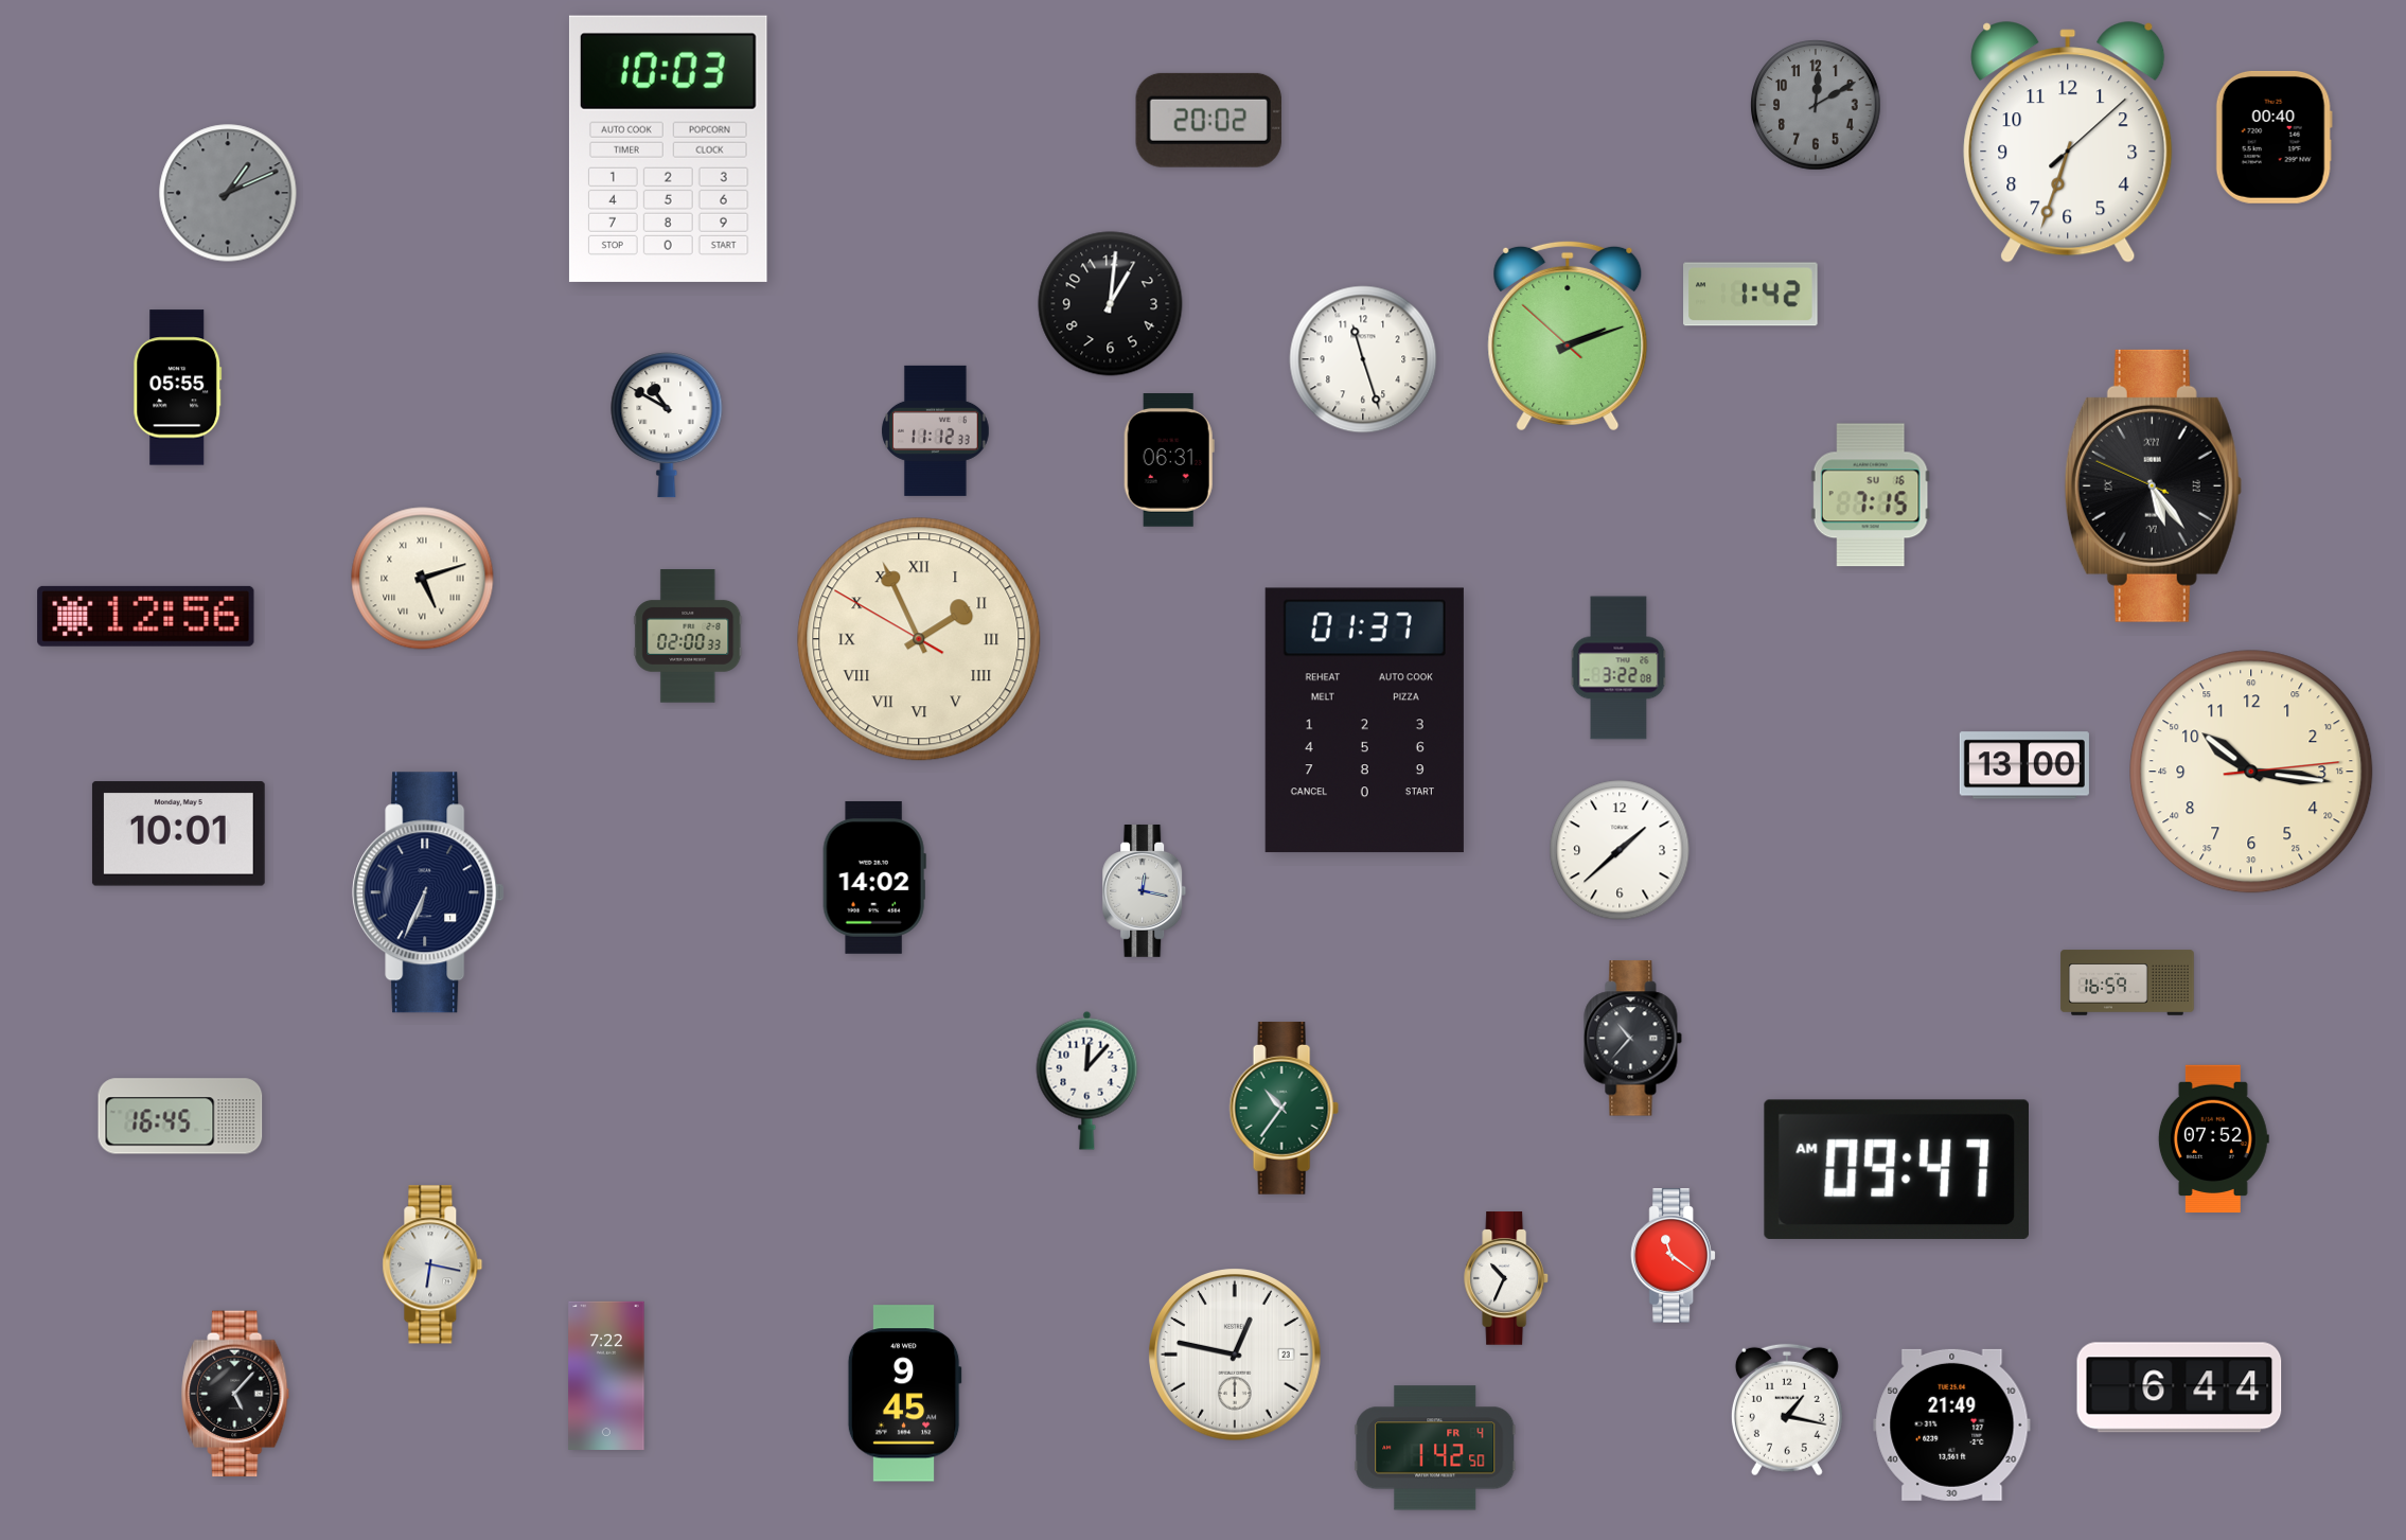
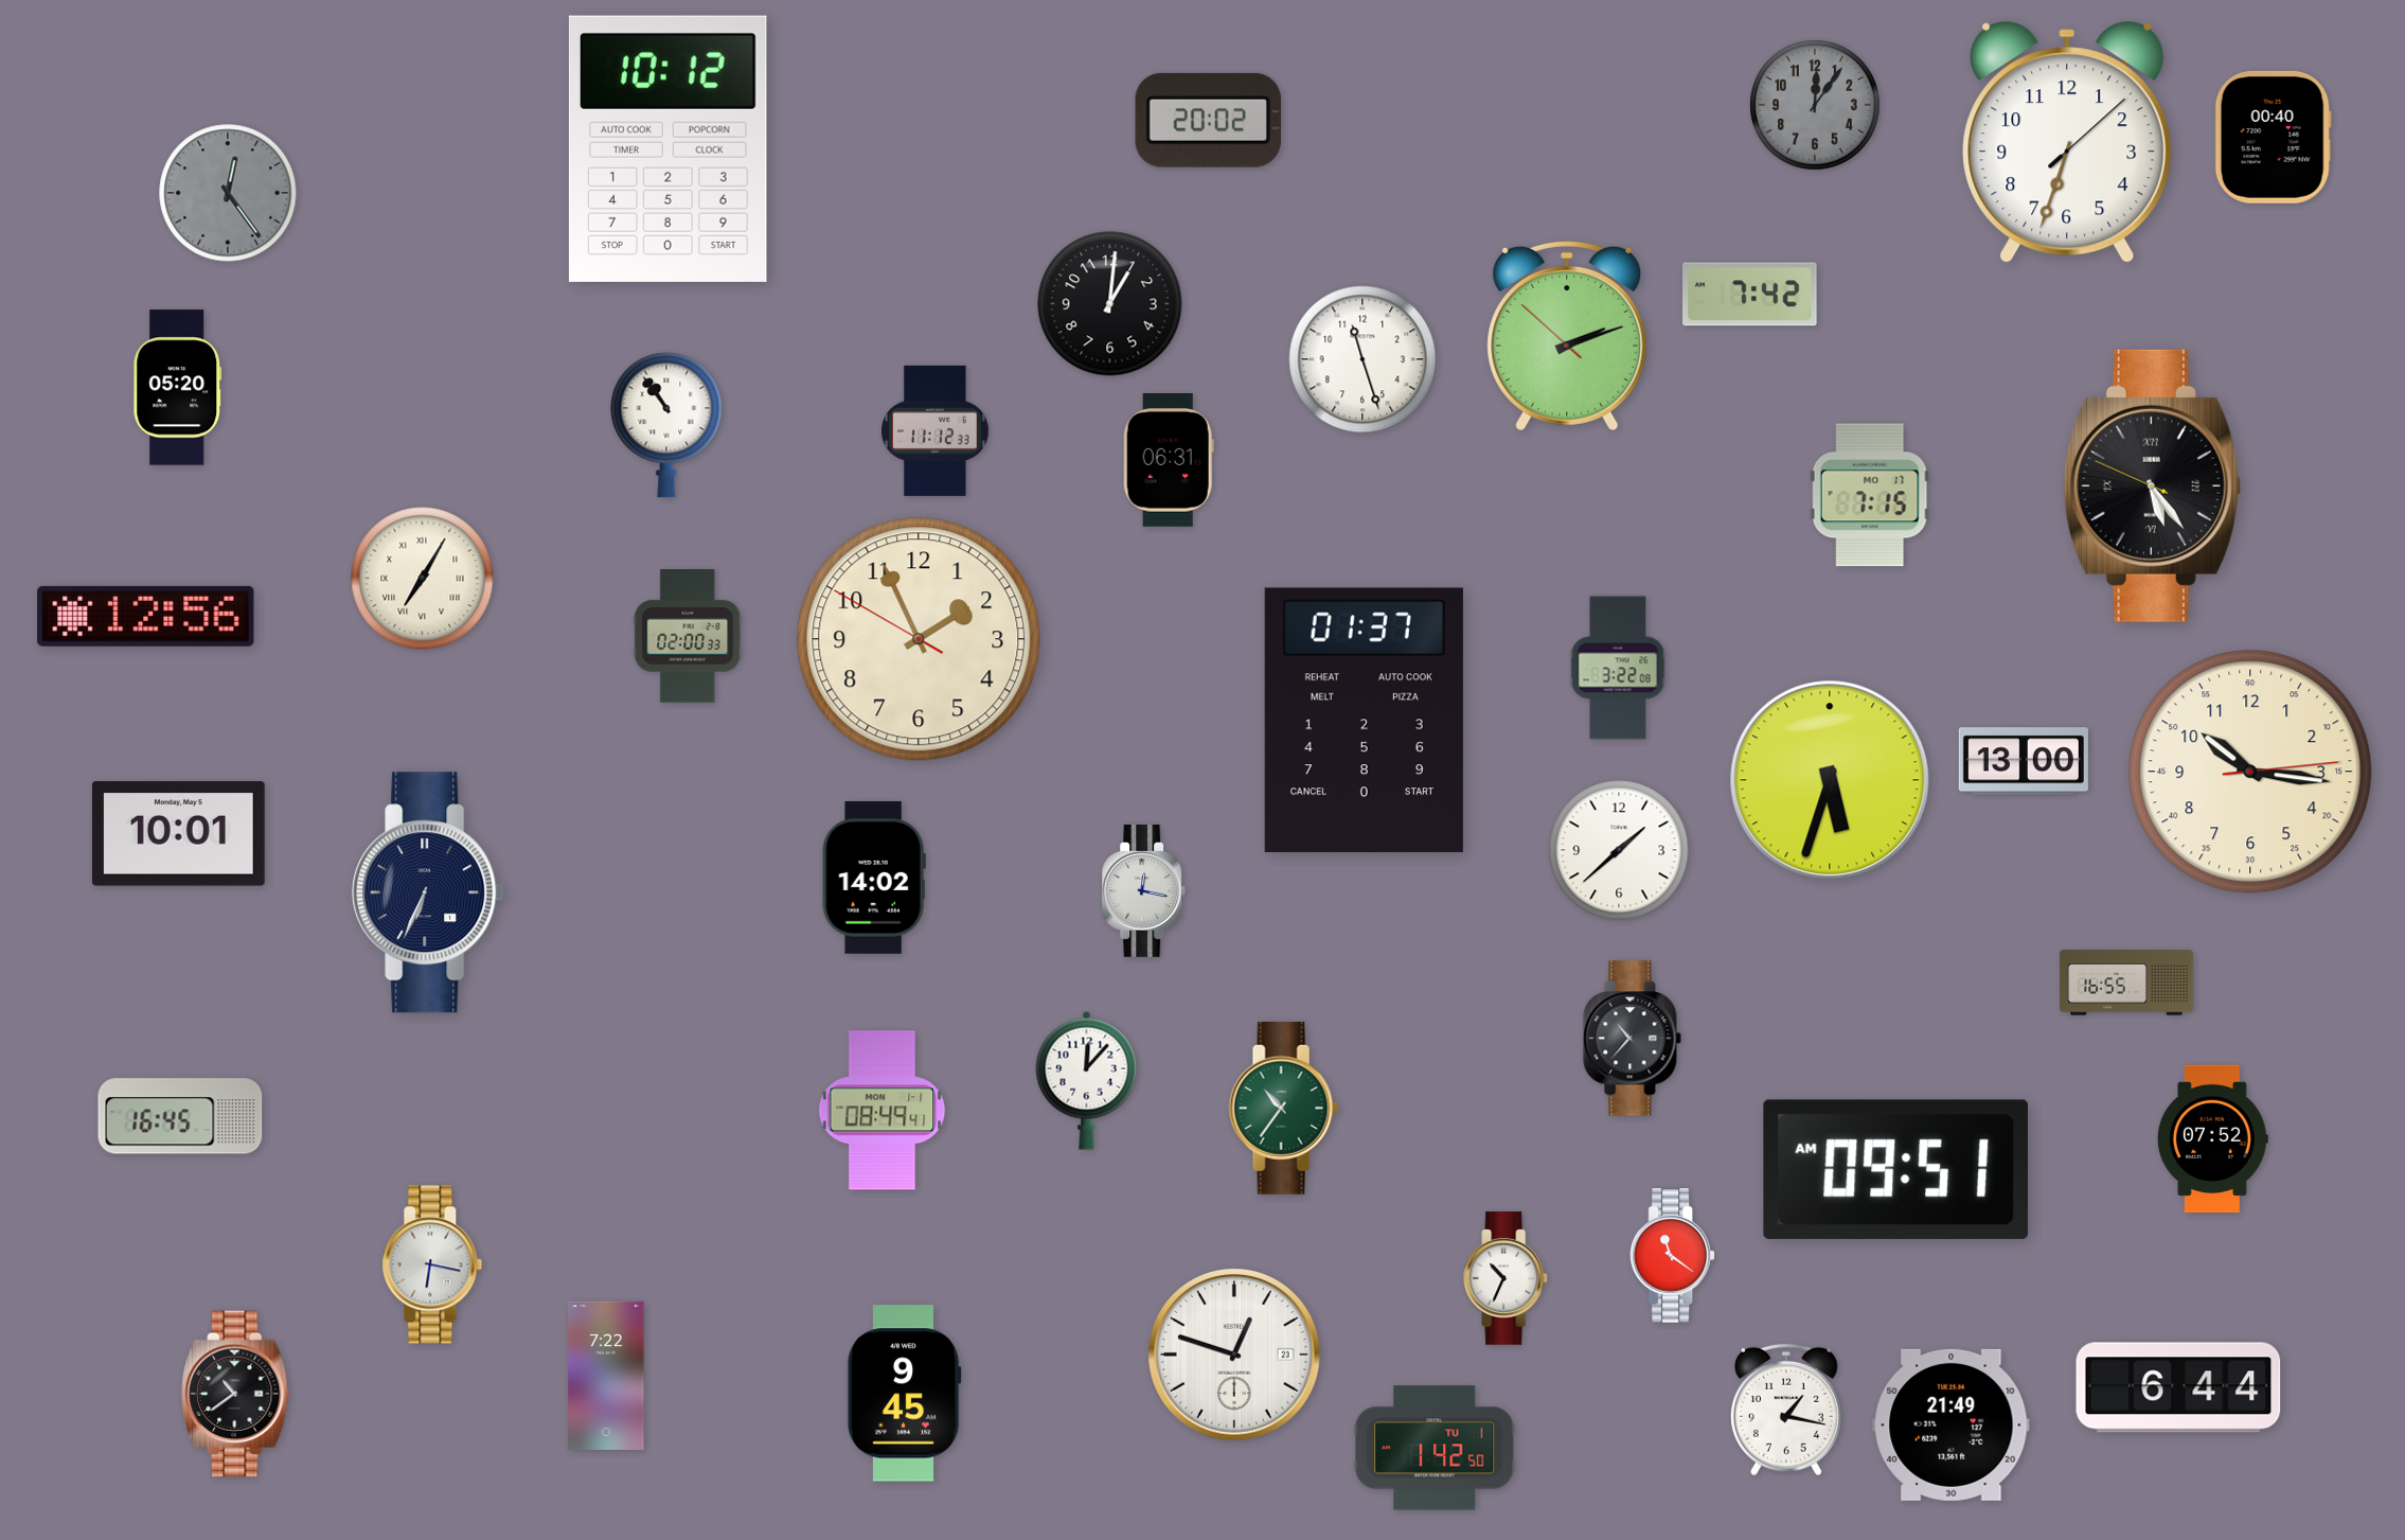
clock at (1816, 105): 12:10 -> 12:06
clock at (668, 148): 10:03 -> 10:12
clock at (228, 193): 1:11 -> 12:24
clock at (1751, 295): 1:42 -> 7:42
clock at (178, 388): 05:55 -> 05:20
clock at (667, 425): 10:50 -> 10:54
clock at (1871, 495) date: SU 16 -> MO 17
clock at (423, 579): 5:12 -> 7:05
clock at (919, 639) numerals: Roman -> Arabic
clock at (2024, 765) position: (2024, 765) -> (2024, 761)
clock at (1830, 780): none -> 5:33
clock at (2127, 983): 16:59 -> 16:55
clock at (883, 1111): none -> 08:49
clock at (1896, 1169): 09:47 -> 09:51
clock at (1235, 1355): 12:47 -> 12:48
clock at (236, 1394): 5:07 -> 10:39
clock at (1435, 1448) date: FR 4 -> TU 1
